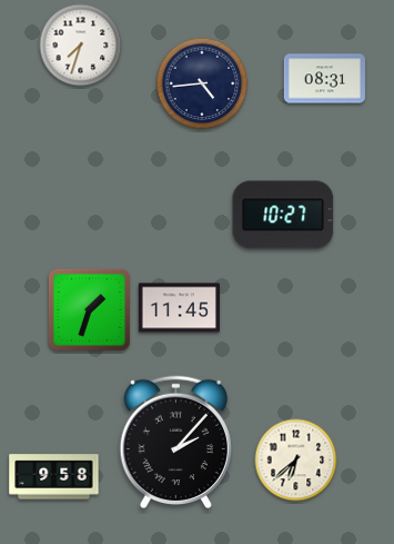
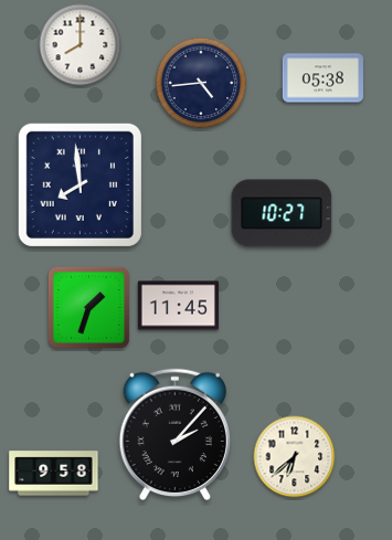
clock at (81, 46): 7:33 -> 8:00
clock at (324, 79): 08:31 -> 05:38
clock at (80, 184): none -> 7:59
clock at (175, 443) position: (175, 443) -> (174, 435)
